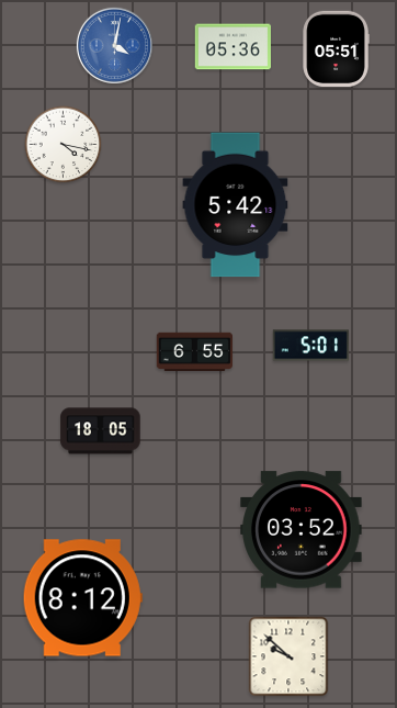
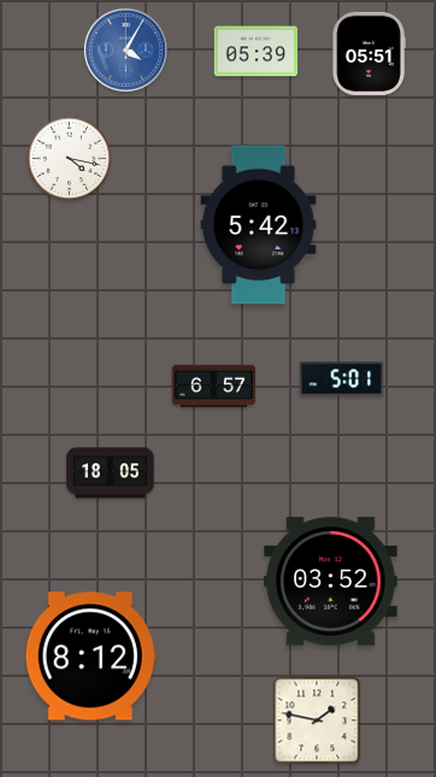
clock at (114, 45): 4:02 -> 4:05
clock at (232, 47): 05:36 -> 05:39
clock at (194, 352): 6:55 -> 6:57
clock at (288, 656): 9:52 -> 1:47
